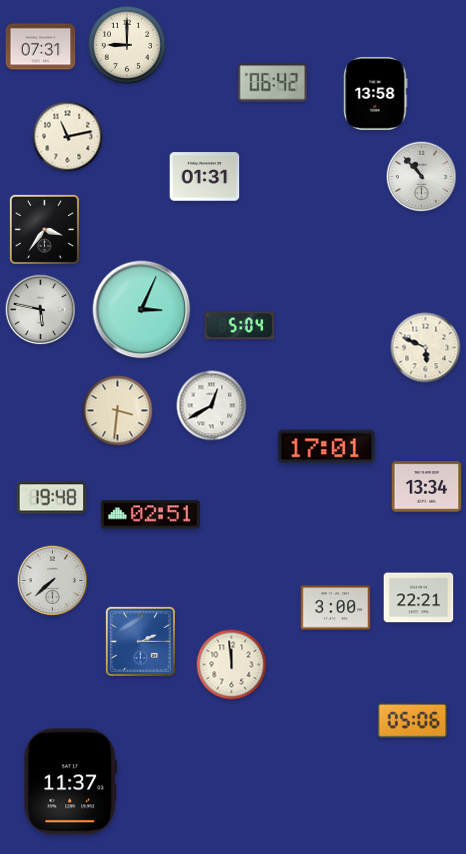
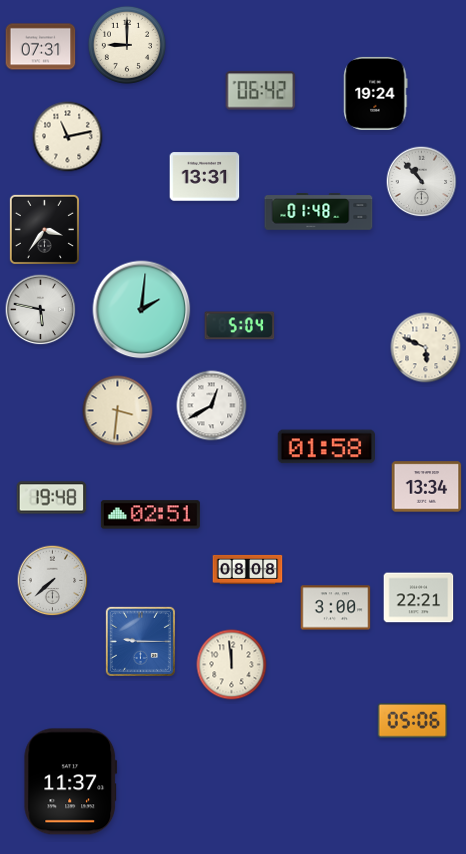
clock at (273, 83) position: (273, 83) -> (261, 91)
clock at (376, 93): 13:58 -> 19:24
clock at (205, 177): 01:31 -> 13:31
clock at (422, 177) position: (422, 177) -> (422, 182)
clock at (319, 212): none -> 01:48
clock at (142, 310): 3:04 -> 2:01
clock at (327, 447): 17:01 -> 01:58
clock at (248, 569): none -> 08:08
clock at (140, 641): 2:15 -> 9:15
